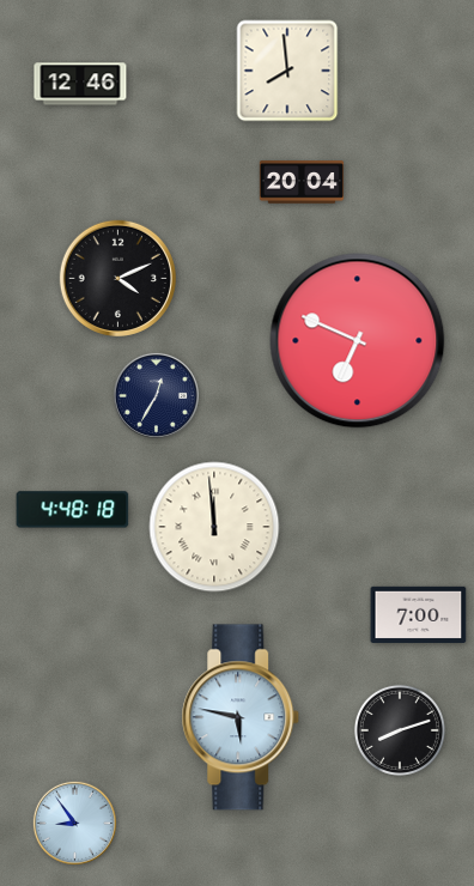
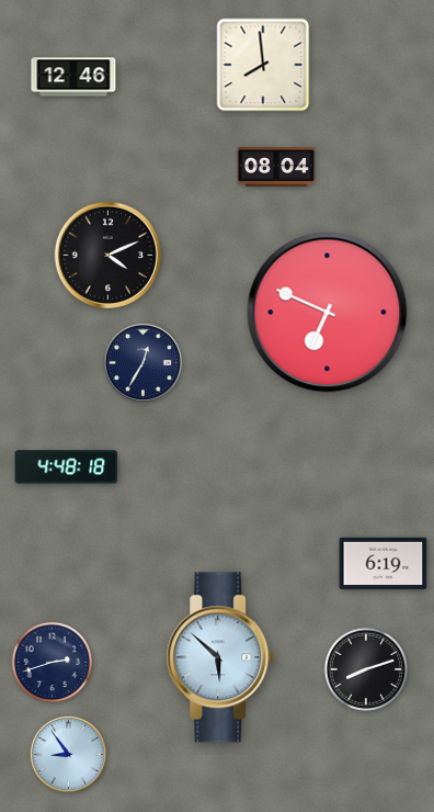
clock at (300, 182): 20:04 -> 08:04
clock at (214, 527): 11:59 -> none
clock at (419, 614): 7:00 -> 6:19
clock at (241, 717): 5:47 -> 5:52
clock at (53, 663): none -> 2:42
